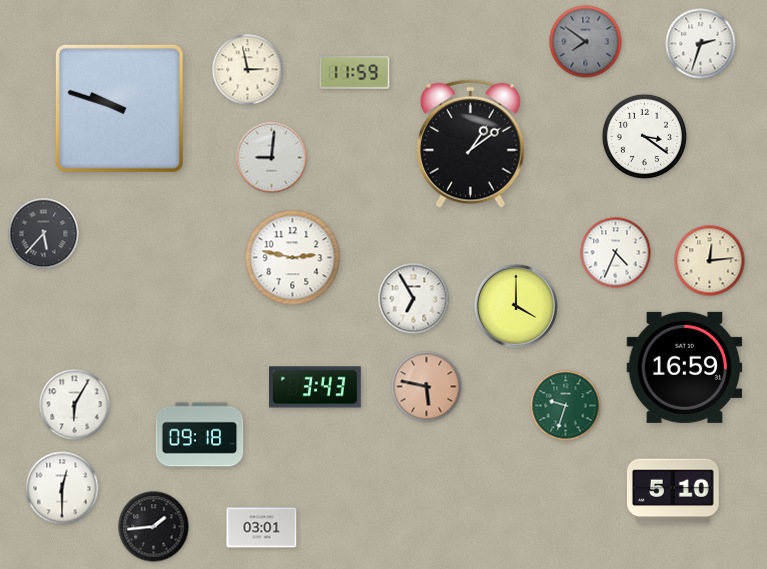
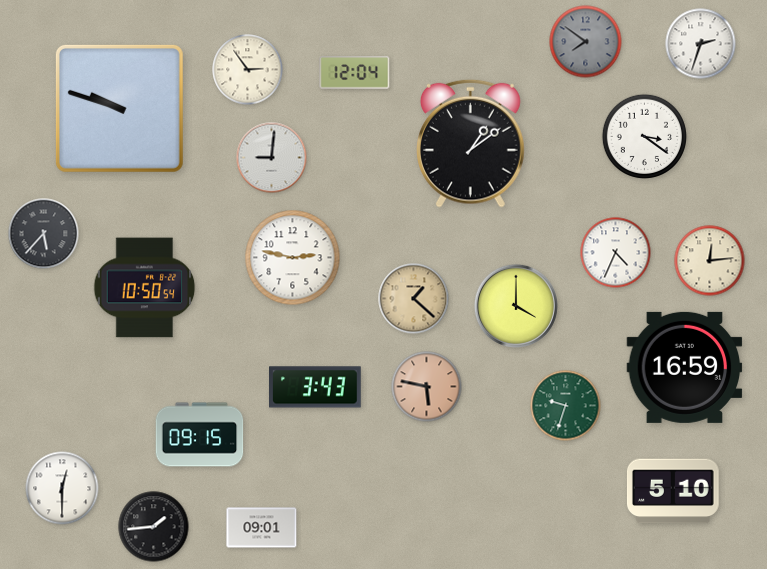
clock at (248, 70): 2:58 -> 2:54
clock at (355, 73): 11:59 -> 12:04
clock at (145, 288): none -> 10:50
clock at (414, 299): 6:55 -> 1:22
clock at (414, 299) dial: white -> champagne
clock at (75, 405): 6:05 -> none
clock at (200, 435): 09:18 -> 09:15
clock at (262, 528): 03:01 -> 09:01
